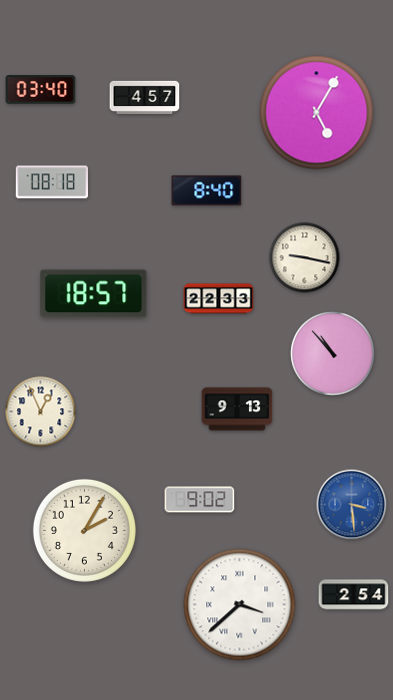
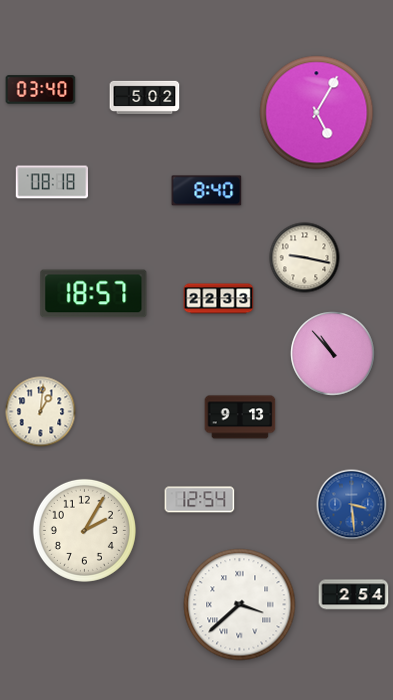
clock at (145, 97): 4:57 -> 5:02
clock at (237, 409) position: (237, 409) -> (240, 417)
clock at (41, 412): 12:56 -> 1:01
clock at (200, 500): 9:02 -> 12:54
